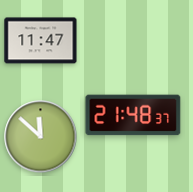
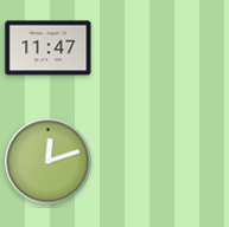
clock at (133, 115): 21:48 -> none
clock at (41, 137): 11:52 -> 12:12
